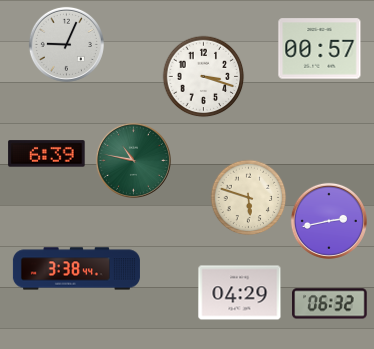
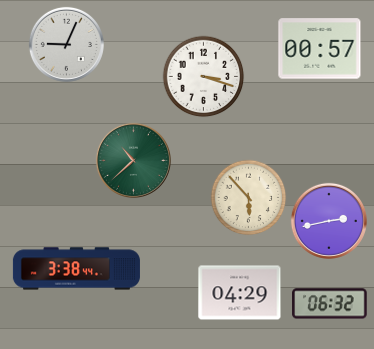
clock at (47, 154): 6:39 -> none
clock at (133, 160): 10:47 -> 10:38
clock at (249, 198): 5:48 -> 5:53
